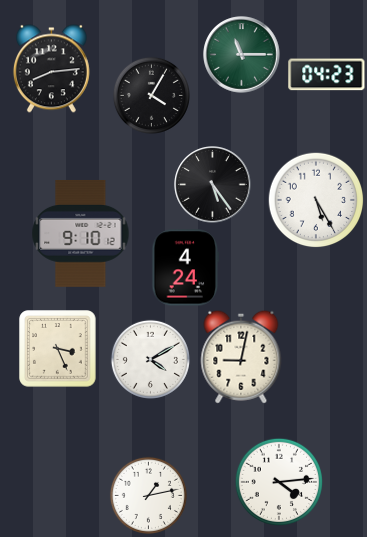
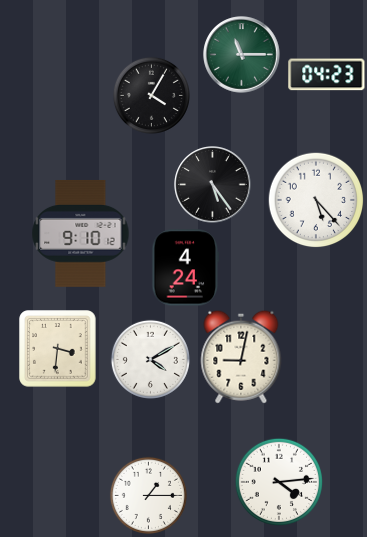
clock at (51, 69): 8:14 -> none
clock at (316, 200): 5:25 -> 5:23
clock at (58, 349): 3:26 -> 3:31
clock at (148, 495): 1:13 -> 1:15
